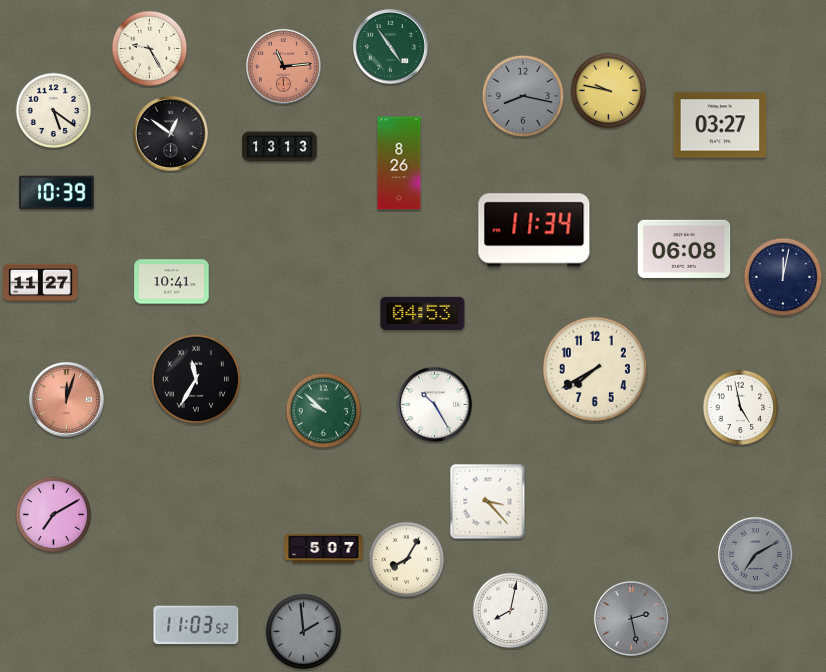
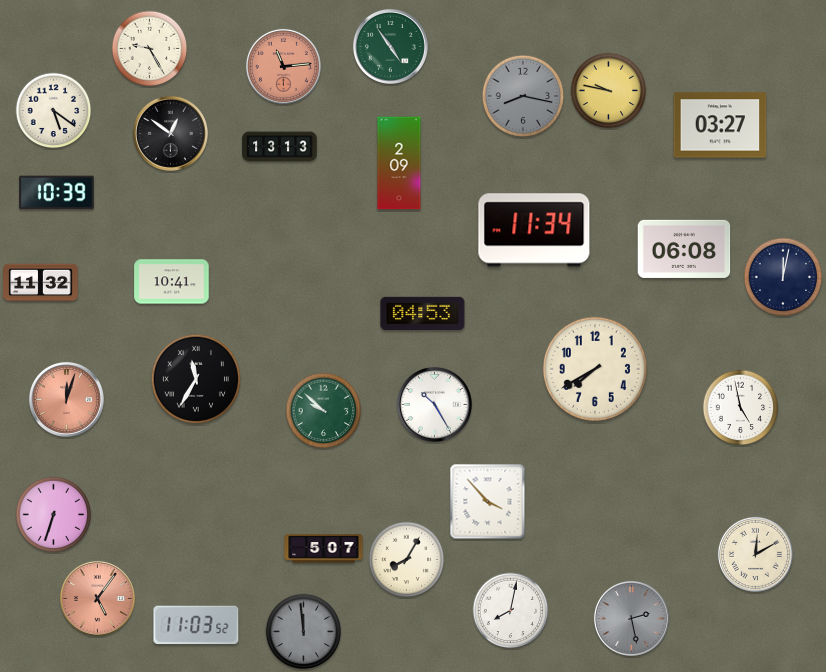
clock at (399, 163): 8:26 -> 2:09
clock at (41, 283): 11:27 -> 11:32
clock at (488, 502): 3:23 -> 3:53
clock at (54, 515): 7:10 -> 6:33
clock at (755, 554): 7:10 -> 12:10
clock at (755, 554) dial: grey -> cream
clock at (97, 598): none -> 5:06
clock at (304, 632): 1:59 -> 11:59
